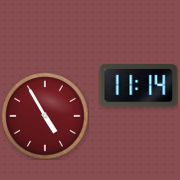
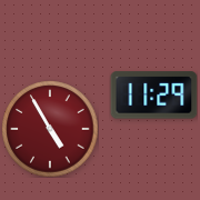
clock at (138, 86): 11:14 -> 11:29
